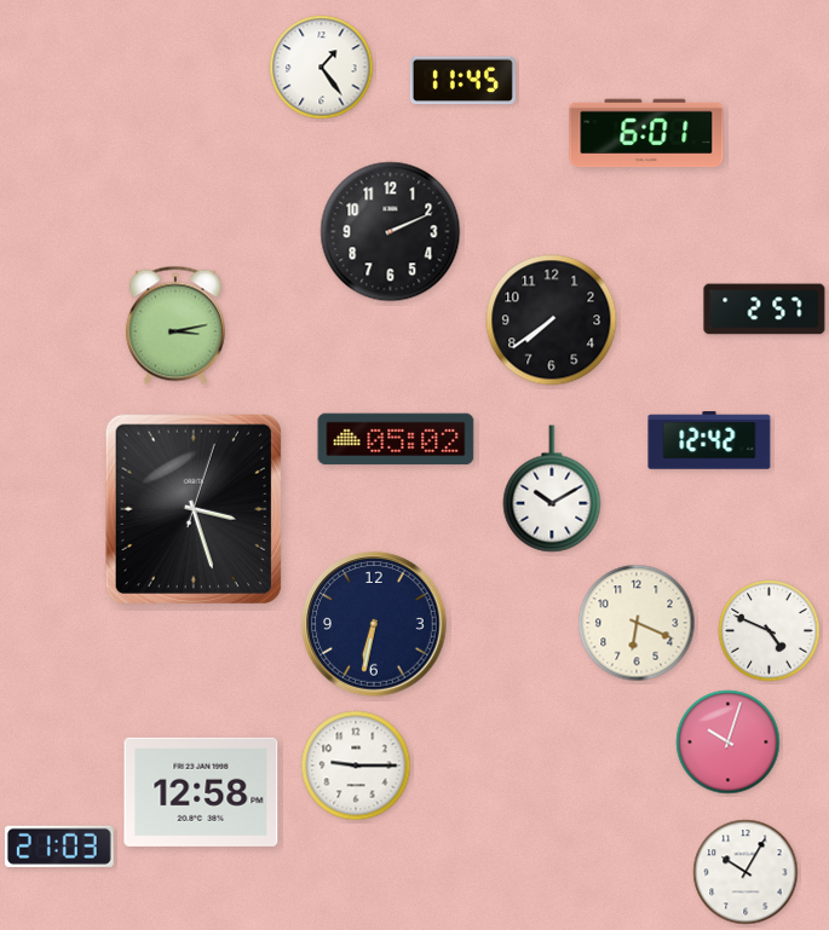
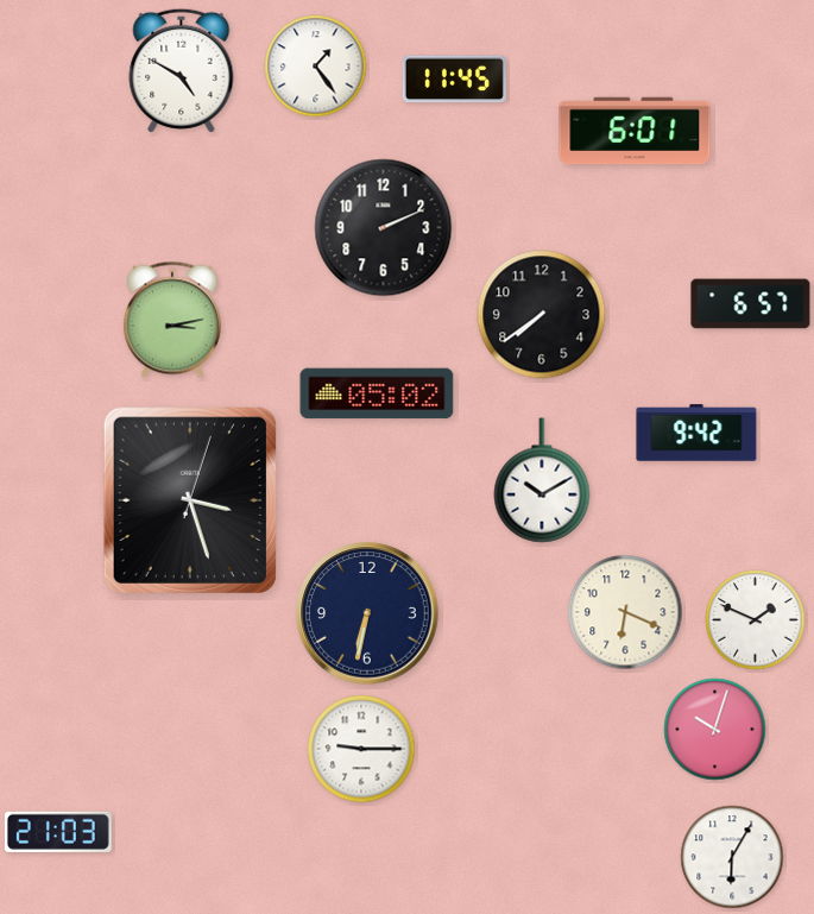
clock at (182, 70): none -> 4:50
clock at (765, 310): 2:57 -> 6:57
clock at (396, 439) position: (396, 439) -> (377, 393)
clock at (709, 440): 12:42 -> 9:42
clock at (770, 631): 4:49 -> 1:49
clock at (356, 766) position: (356, 766) -> (361, 749)
clock at (201, 792): 12:58 -> none
clock at (745, 872): 10:05 -> 6:05
